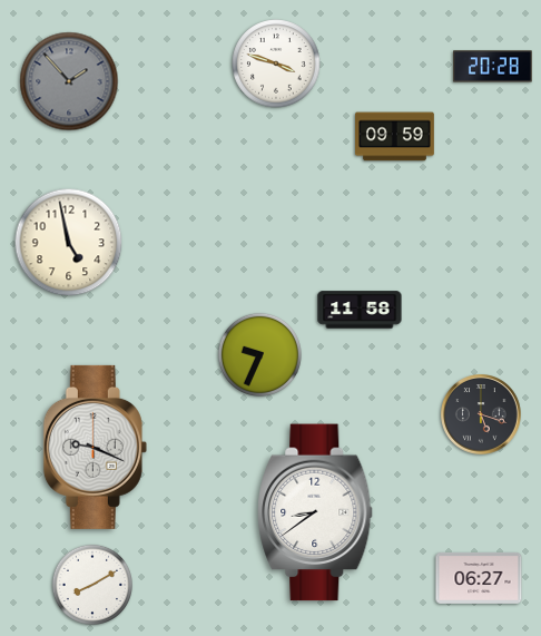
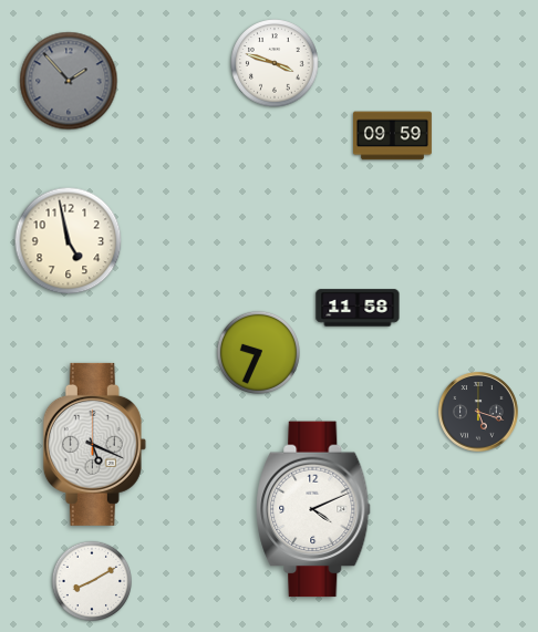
clock at (493, 67): 20:28 -> none
clock at (95, 447): 9:19 -> 5:19
clock at (315, 512): 8:39 -> 4:11
clock at (479, 578): 06:27 -> none
